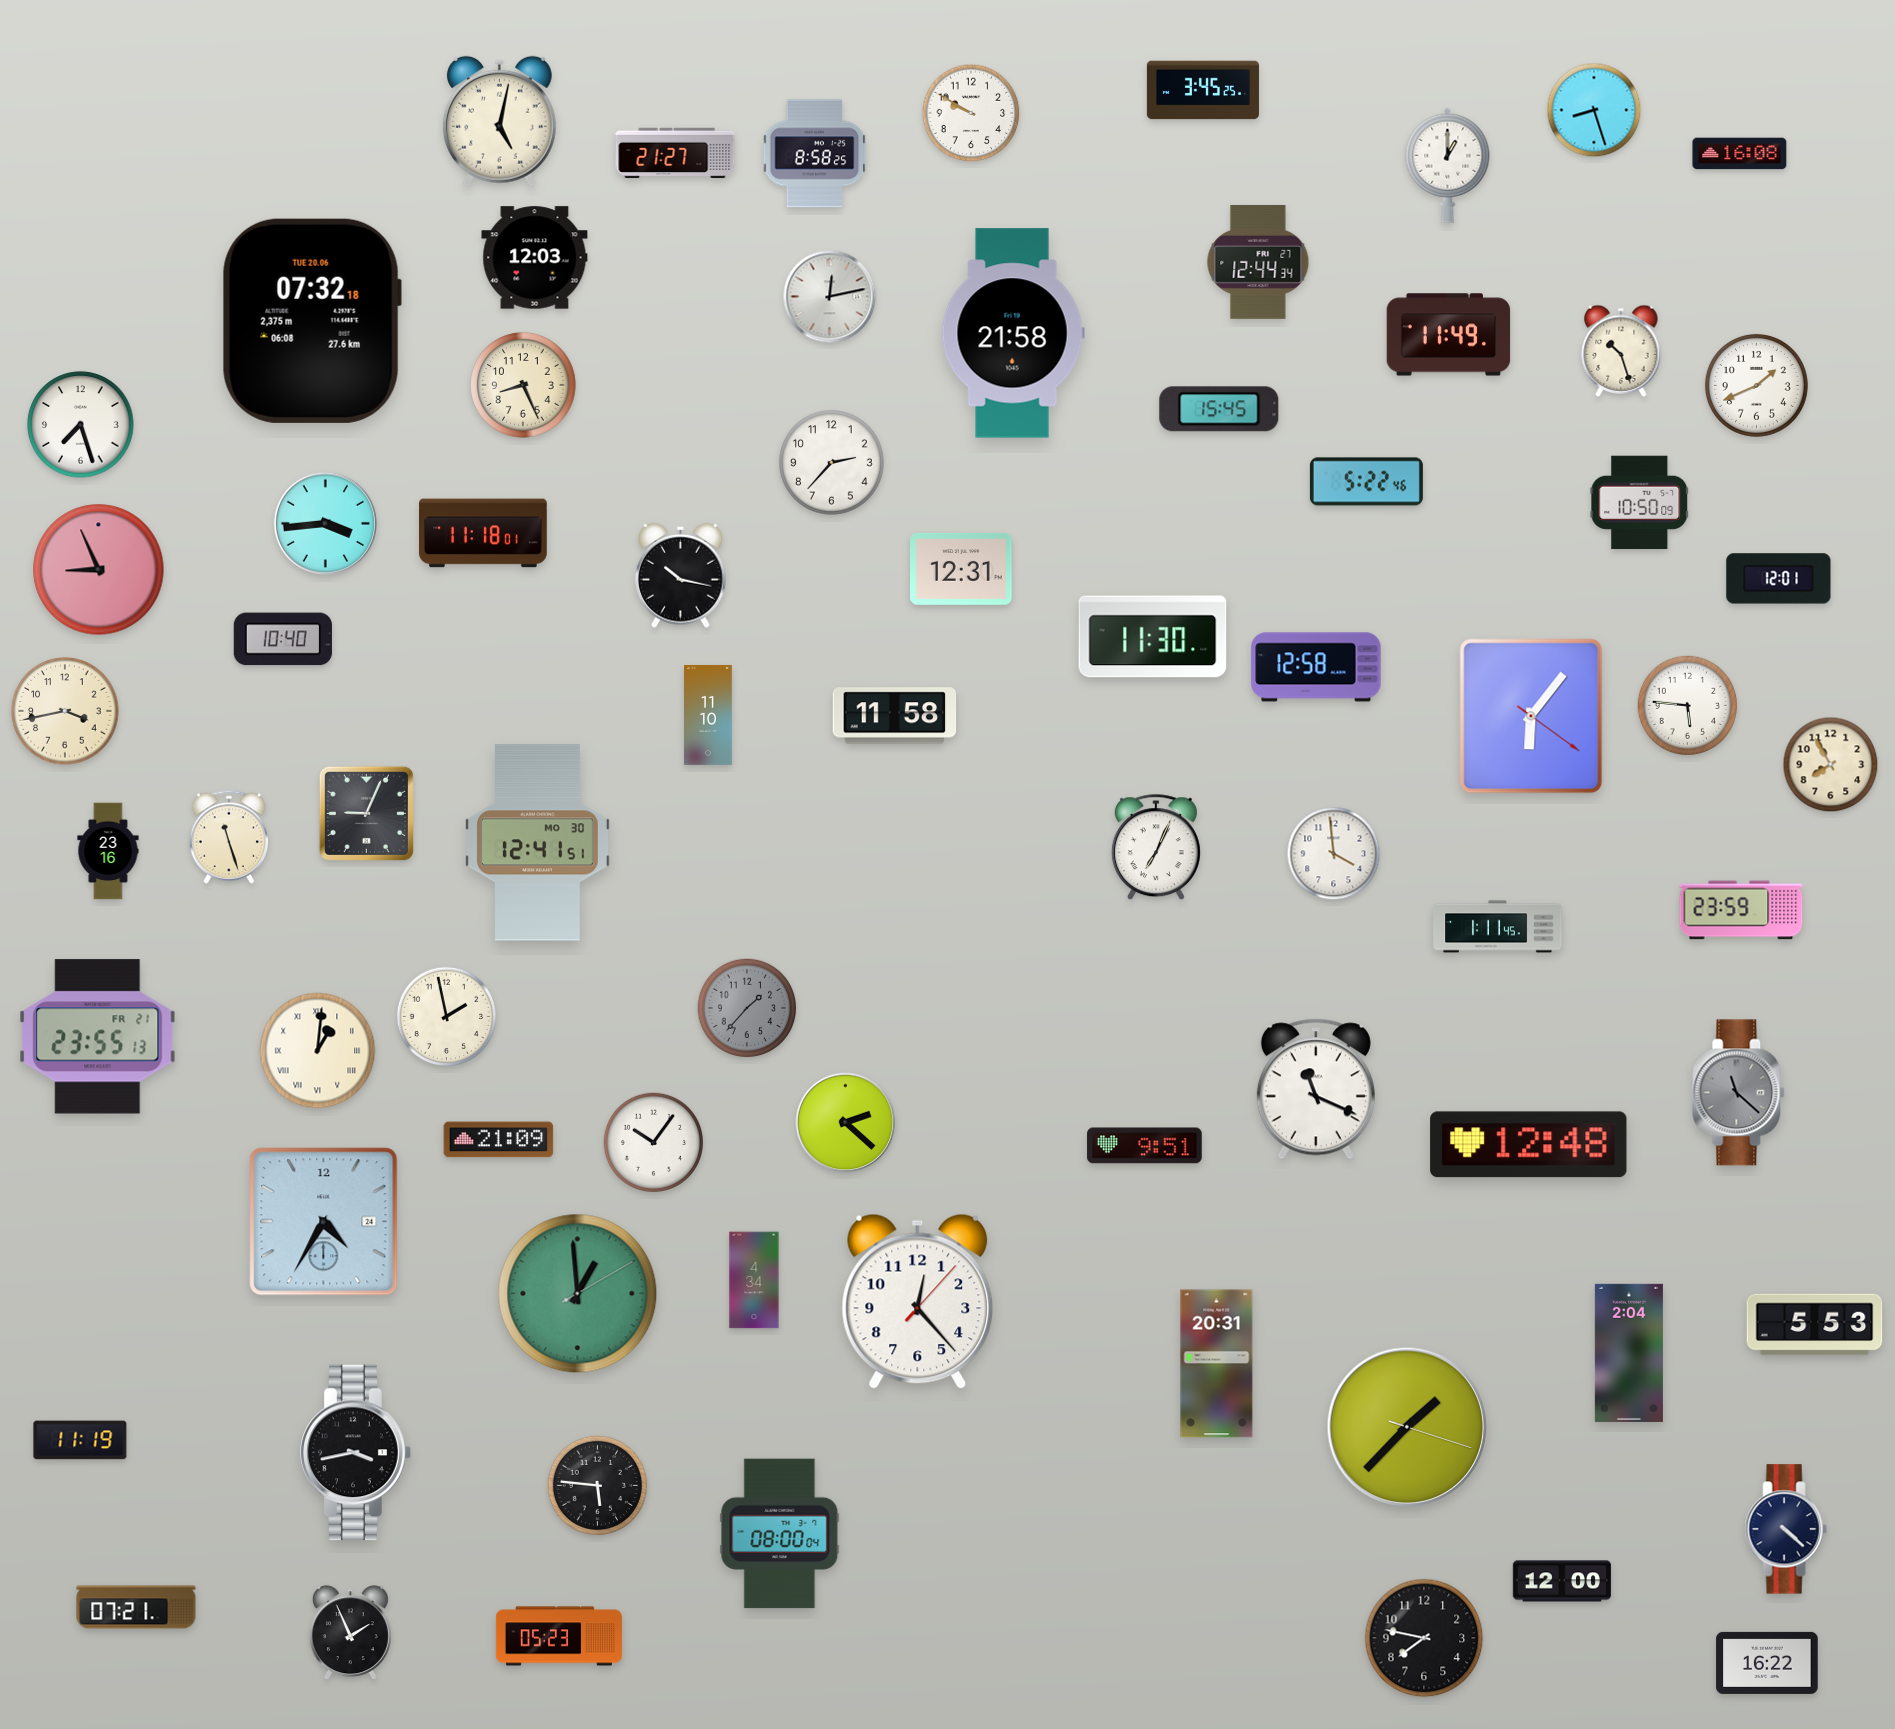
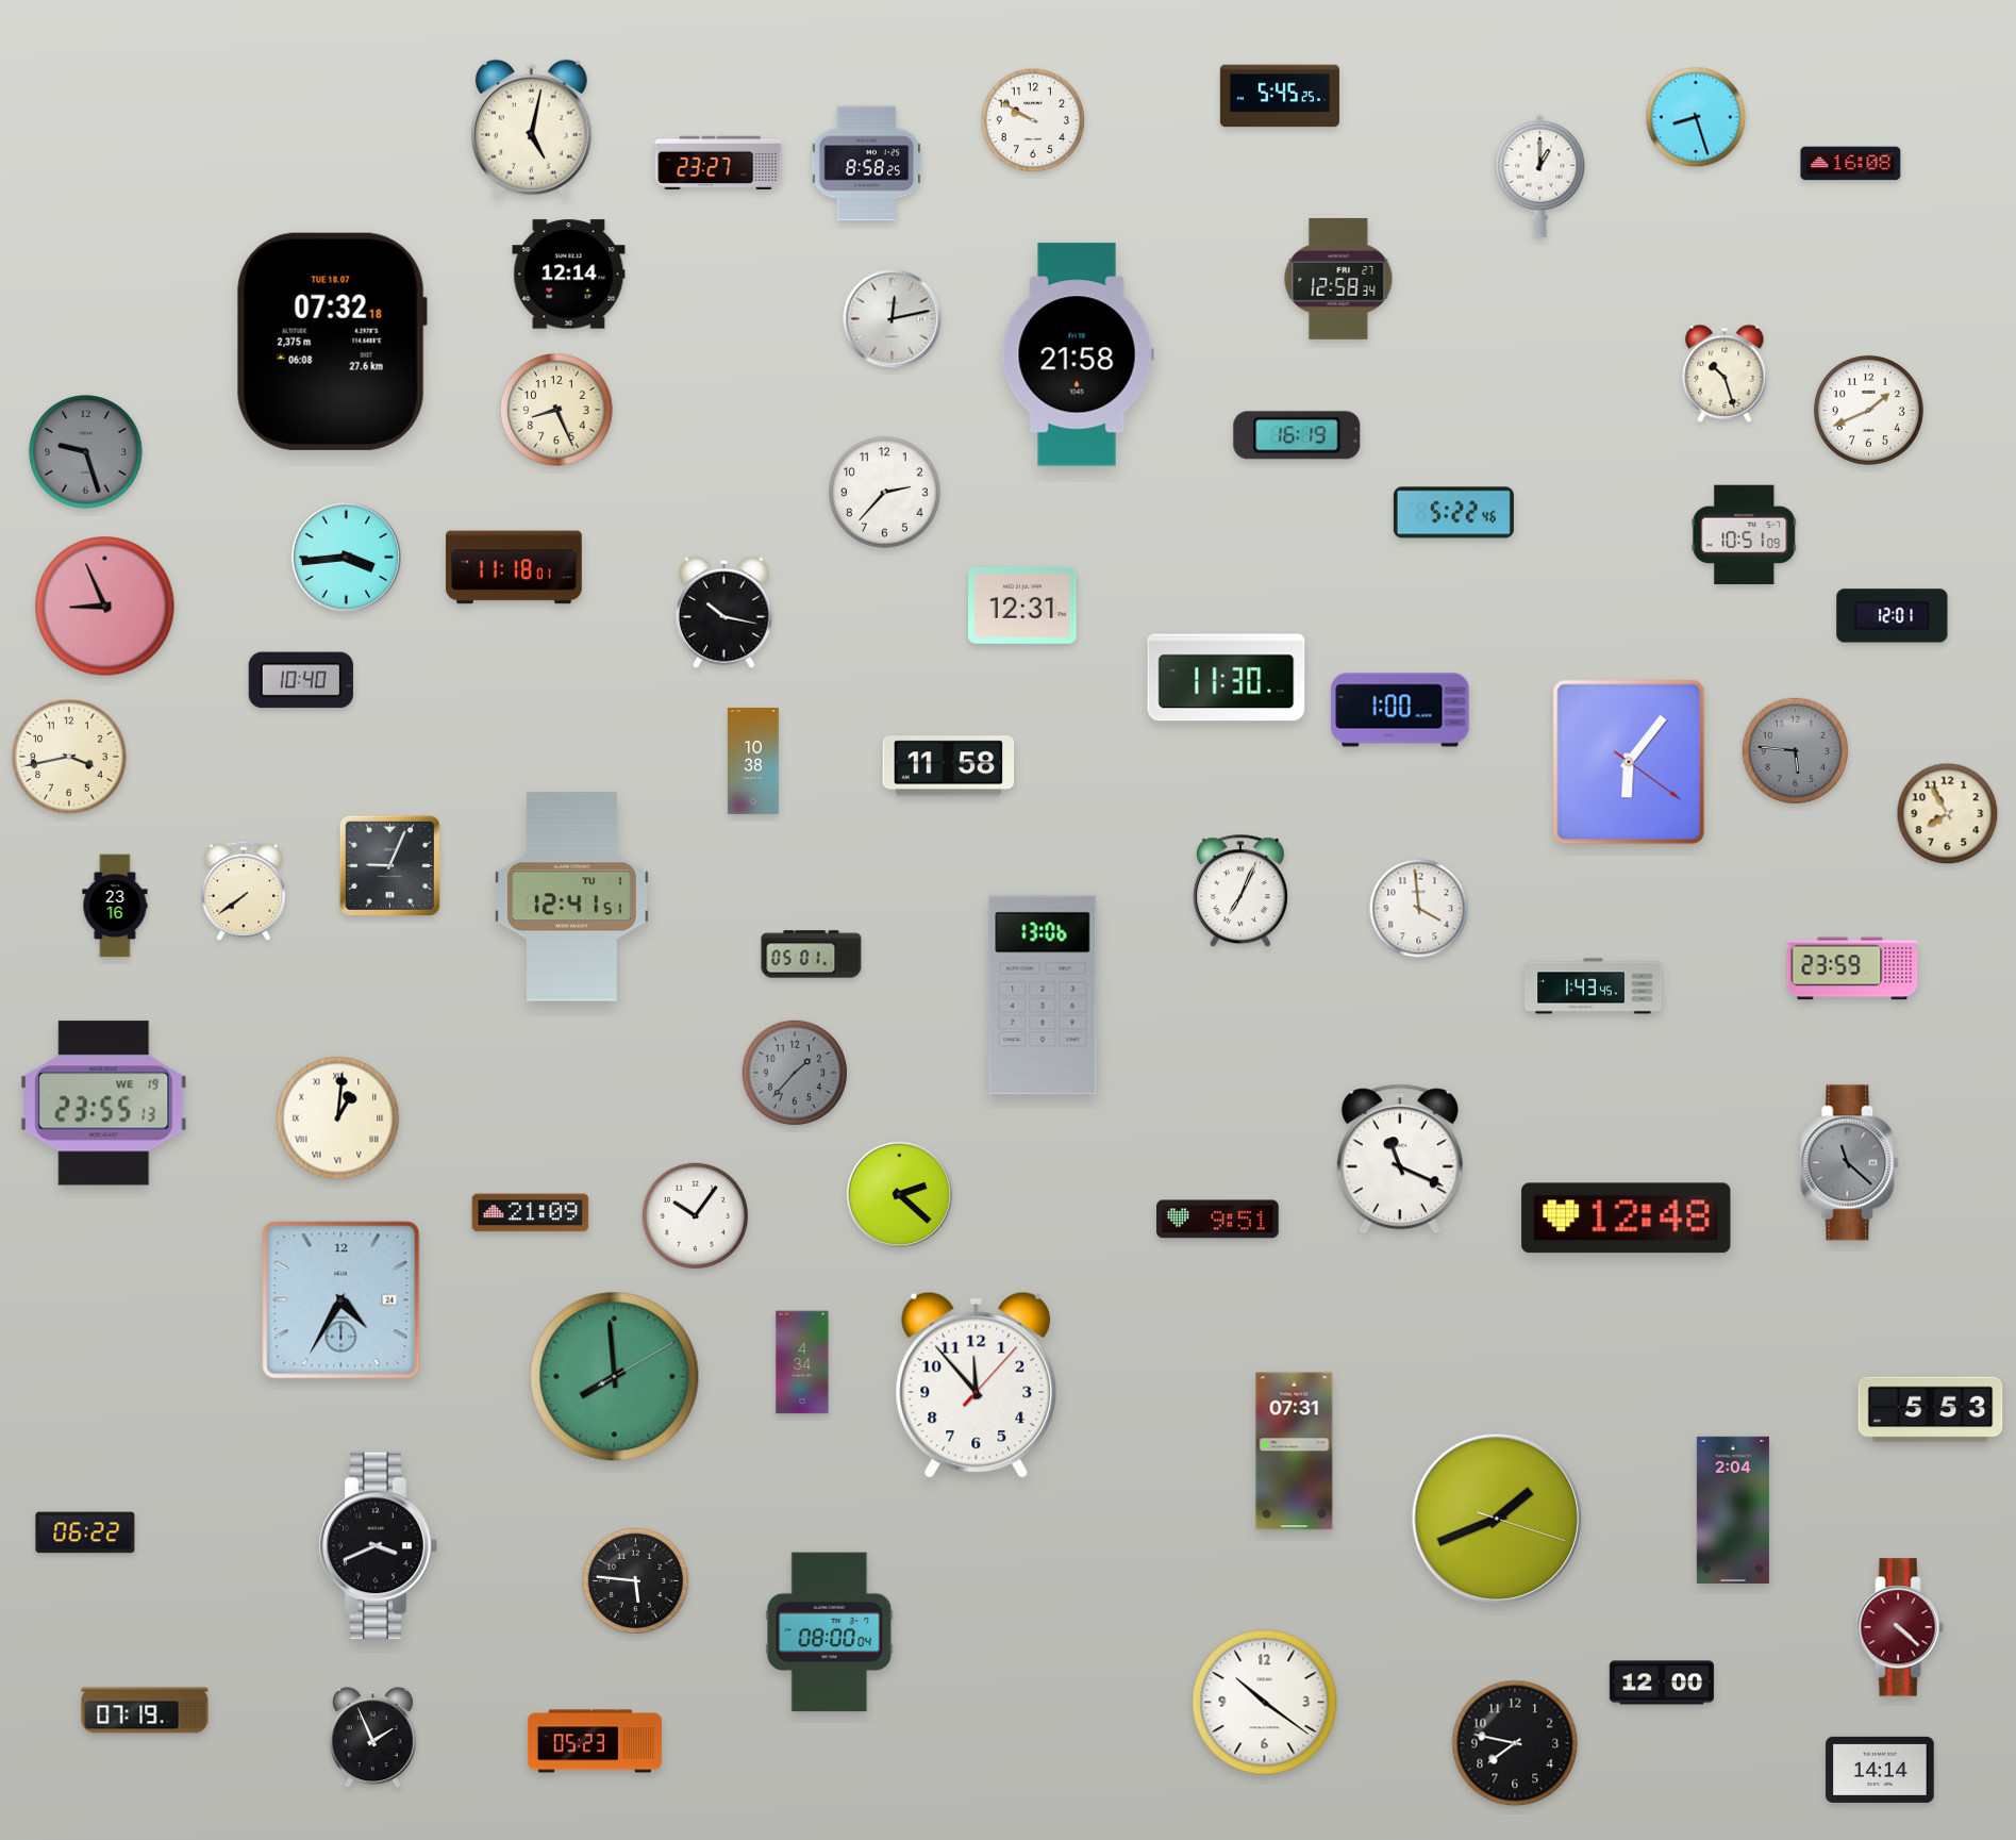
clock at (1203, 90): 3:45 -> 5:45
clock at (675, 153): 21:27 -> 23:27
clock at (535, 258): 12:03 -> 12:14
clock at (1258, 262): 12:44 -> 12:58
clock at (830, 297) position: (830, 297) -> (893, 319)
clock at (312, 321) date: TUE 20.06 -> TUE 18.07
clock at (1449, 335): 11:49 -> none
clock at (1219, 409): 15:45 -> 16:19
clock at (81, 425): 7:27 -> 9:27
clock at (81, 425) dial: white -> grey
clock at (1640, 503): 10:50 -> 10:51
clock at (1316, 667): 12:58 -> 1:00
clock at (1687, 705) dial: white -> grey
clock at (708, 715): 11:10 -> 10:38
clock at (895, 716) position: (895, 716) -> (949, 766)
clock at (229, 837): 11:27 -> 7:39
clock at (537, 843) date: MO 30 -> TU 1
clock at (1156, 848) position: (1156, 848) -> (1240, 892)
clock at (812, 955): none -> 05:01
clock at (1498, 927): 1:11 -> 1:43
clock at (1043, 995): none -> 13:06
clock at (446, 1016): 1:58 -> none
clock at (98, 1037) date: FR 21 -> WE 19
clock at (324, 1222) position: (324, 1222) -> (341, 1300)
clock at (578, 1294): 12:59 -> 7:59
clock at (918, 1301): 12:23 -> 11:53
clock at (1629, 1353) position: (1629, 1353) -> (1733, 1510)
clock at (1217, 1364): 20:31 -> 07:31
clock at (1407, 1427): 1:37 -> 1:41
clock at (80, 1440): 11:19 -> 06:22
clock at (356, 1453): 3:43 -> 3:41
clock at (1786, 1529) dial: navy -> burgundy
clock at (1265, 1703): none -> 10:21
clock at (136, 1607): 07:21 -> 07:19
clock at (1767, 1663): 16:22 -> 14:14
